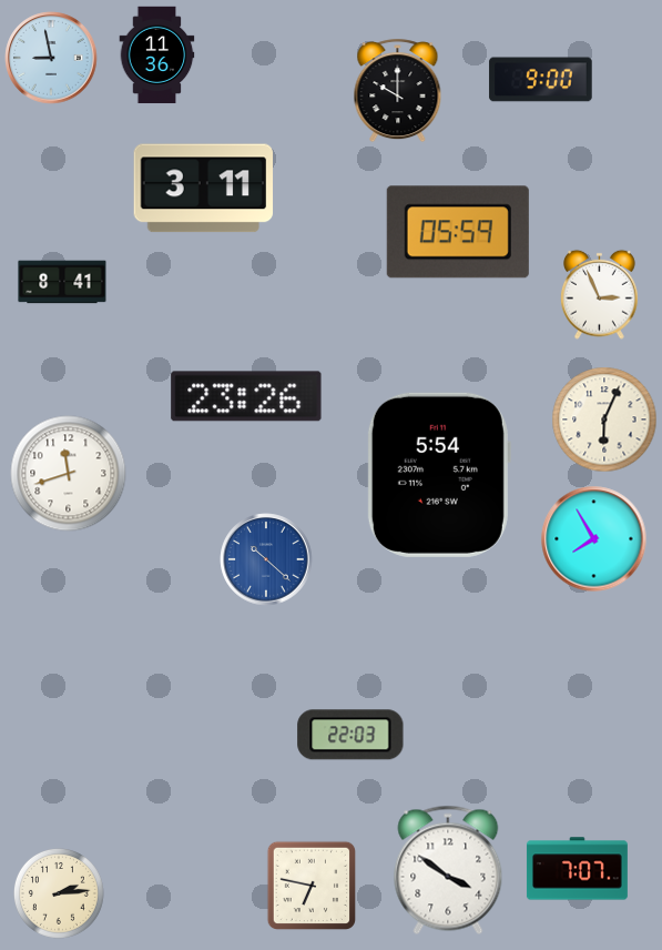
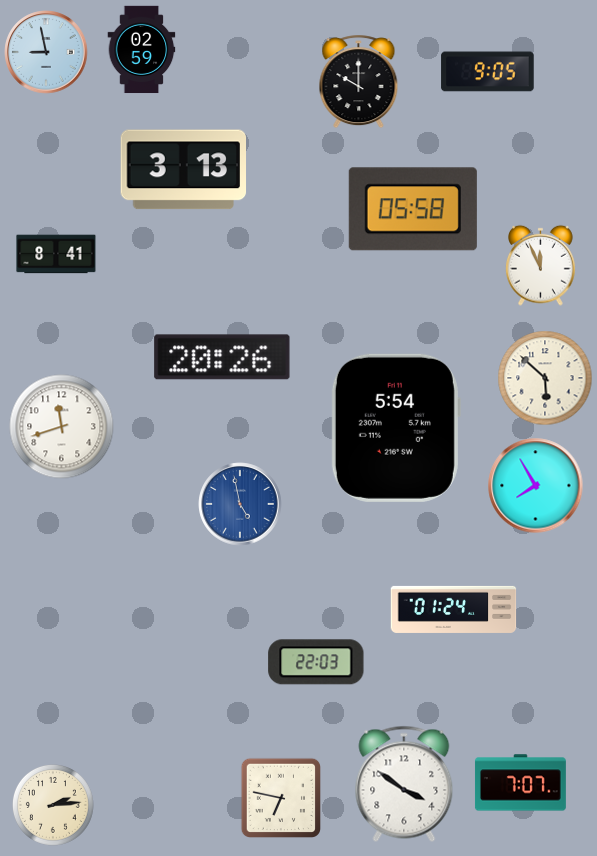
clock at (157, 55): 11:36 -> 02:59
clock at (541, 80): 9:00 -> 9:05
clock at (204, 189): 3:11 -> 3:13
clock at (458, 232): 05:59 -> 05:58
clock at (600, 294): 2:56 -> 11:56
clock at (246, 396): 23:26 -> 20:26
clock at (604, 420): 6:04 -> 5:52
clock at (266, 559): 10:22 -> 4:58
clock at (454, 609): none -> 01:24
